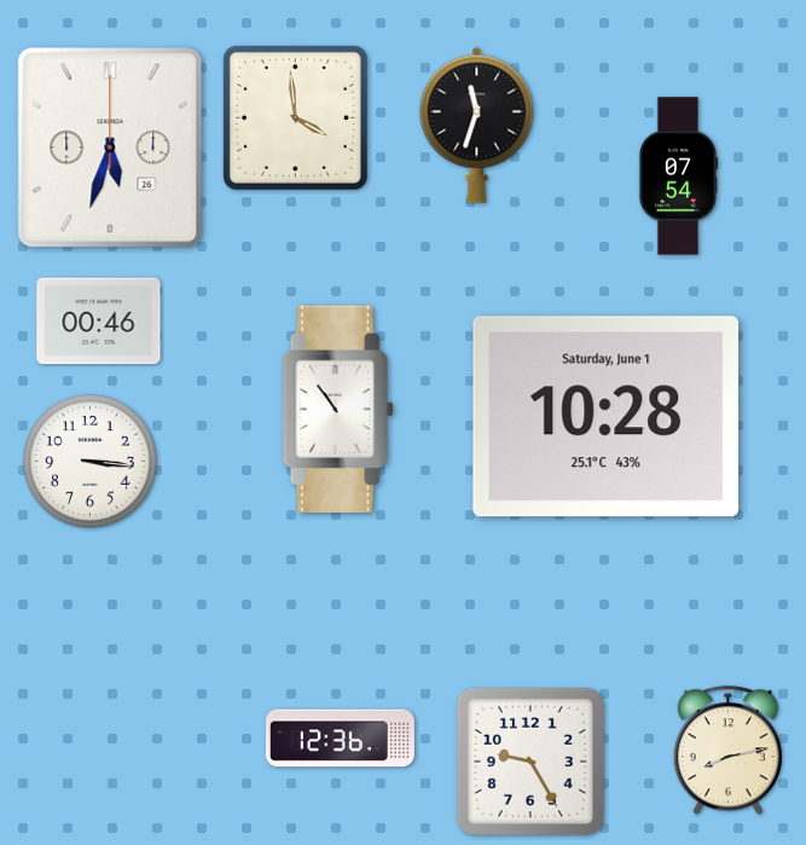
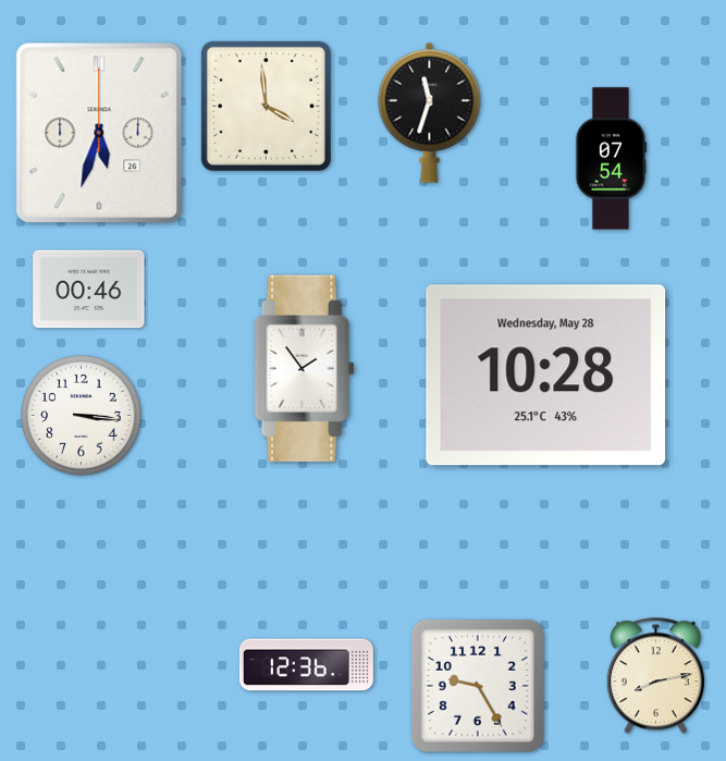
clock at (338, 409): 10:54 -> 1:54
clock at (607, 417) date: Saturday, June 1 -> Wednesday, May 28
